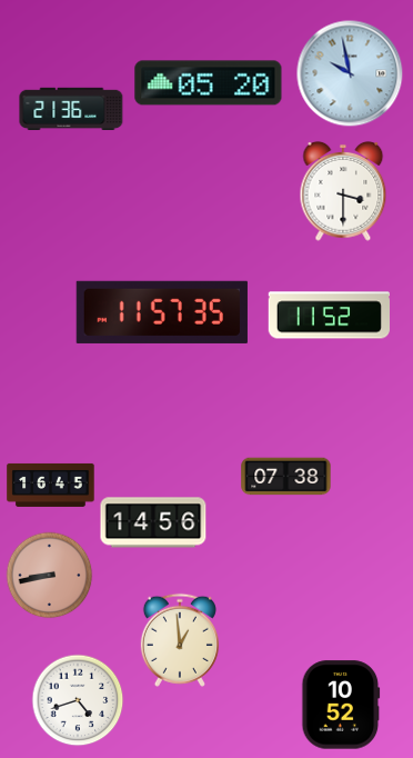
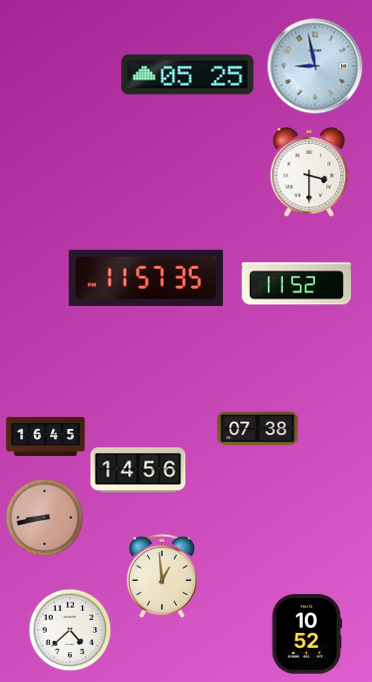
clock at (350, 73): 9:58 -> 8:58
clock at (209, 83): 05:20 -> 05:25
clock at (71, 108): 21:36 -> none
clock at (162, 312) position: (162, 312) -> (146, 278)
clock at (78, 700): 4:42 -> 4:38
